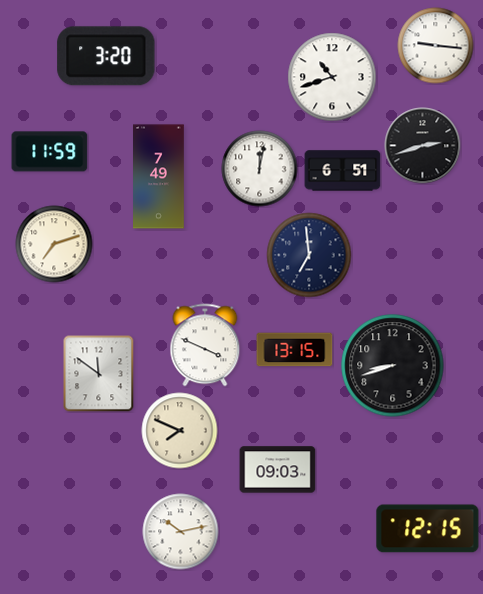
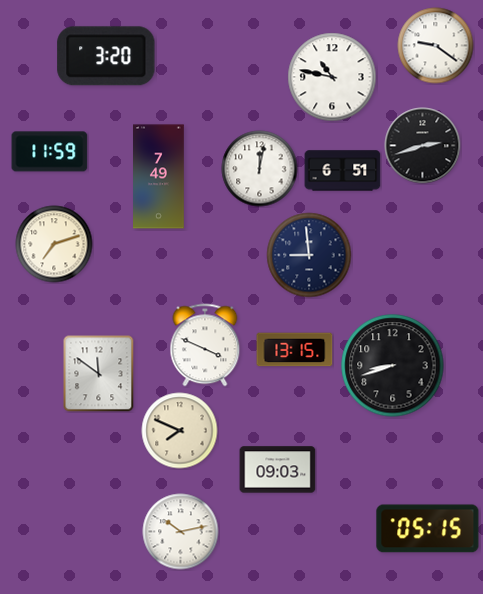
clock at (436, 46): 9:16 -> 9:21
clock at (332, 77): 10:42 -> 10:47
clock at (309, 255): 6:59 -> 8:59
clock at (428, 529): 12:15 -> 05:15
